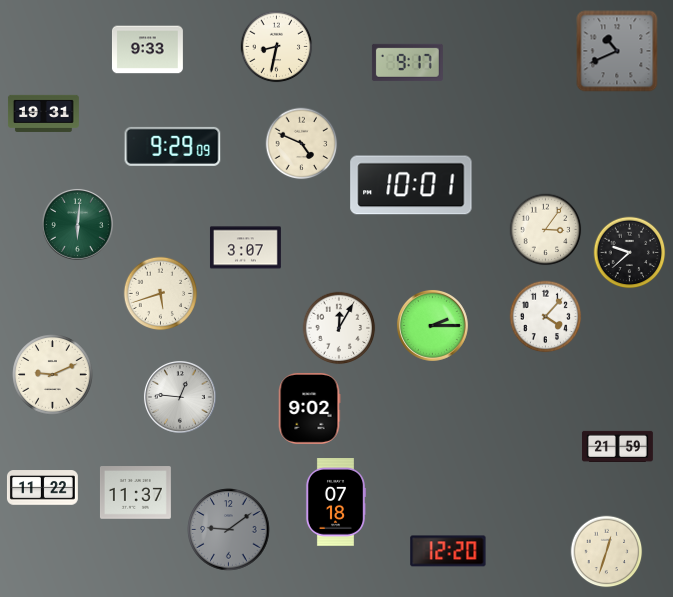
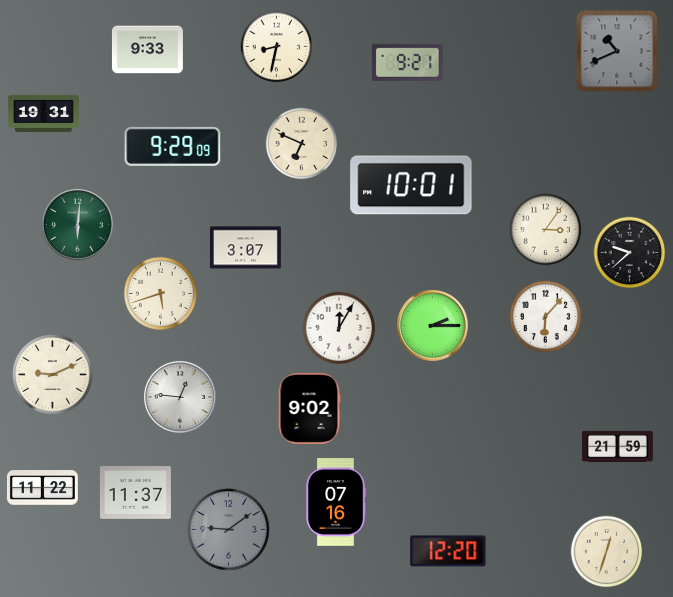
clock at (407, 62): 9:17 -> 9:21
clock at (302, 144): 4:49 -> 6:49
clock at (546, 317): 4:07 -> 6:07
clock at (336, 502): 07:18 -> 07:16
